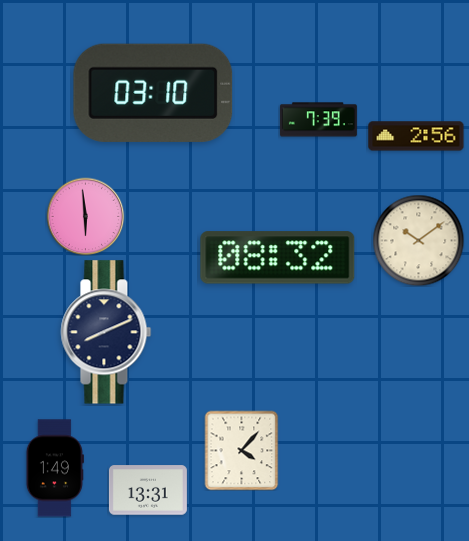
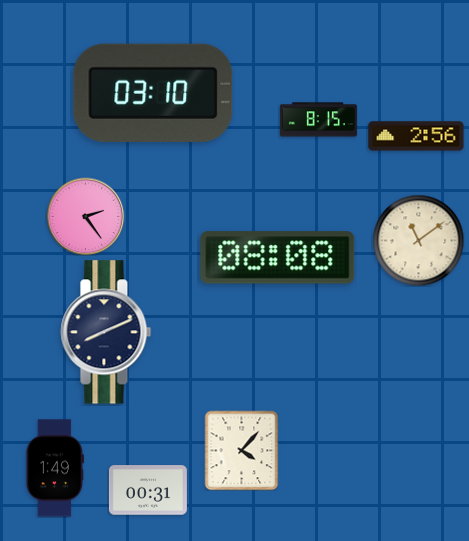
clock at (318, 120): 7:39 -> 8:15
clock at (85, 216): 5:59 -> 2:24
clock at (418, 240): 10:09 -> 11:09
clock at (278, 258): 08:32 -> 08:08
clock at (148, 490): 13:31 -> 00:31
